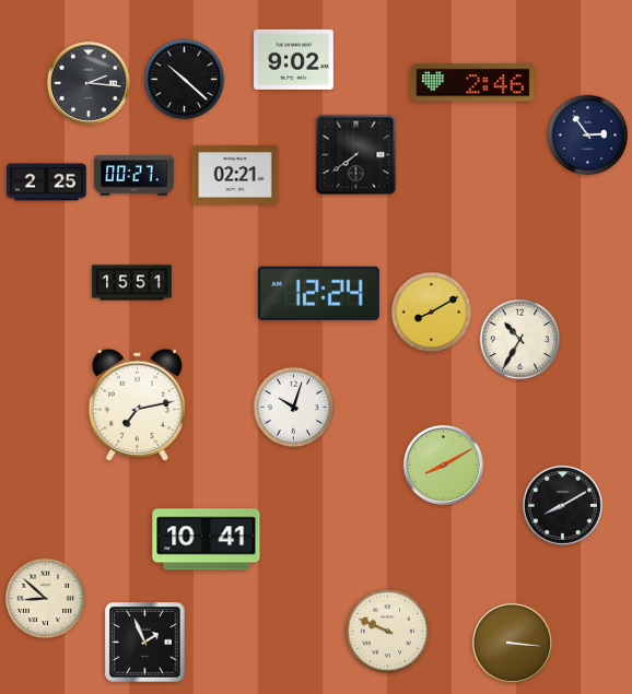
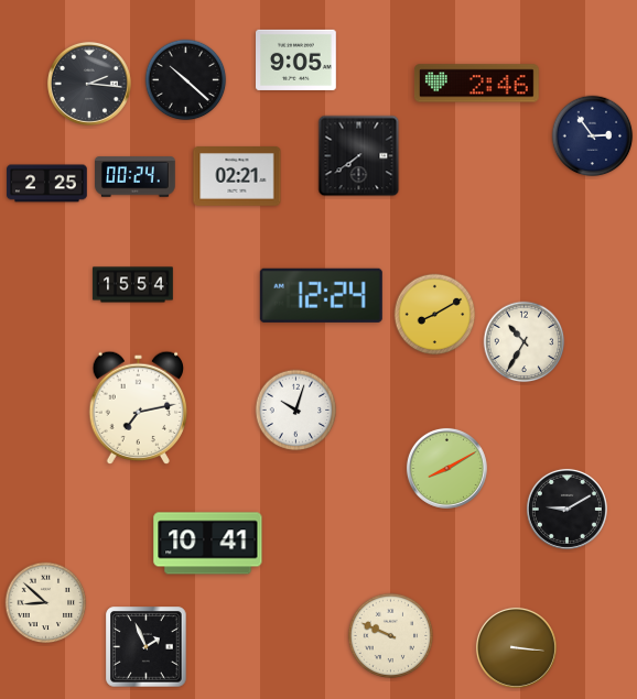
clock at (294, 59): 9:02 -> 9:05
clock at (134, 176): 00:27 -> 00:24
clock at (132, 283): 15:51 -> 15:54
clock at (562, 505): 8:10 -> 9:10
